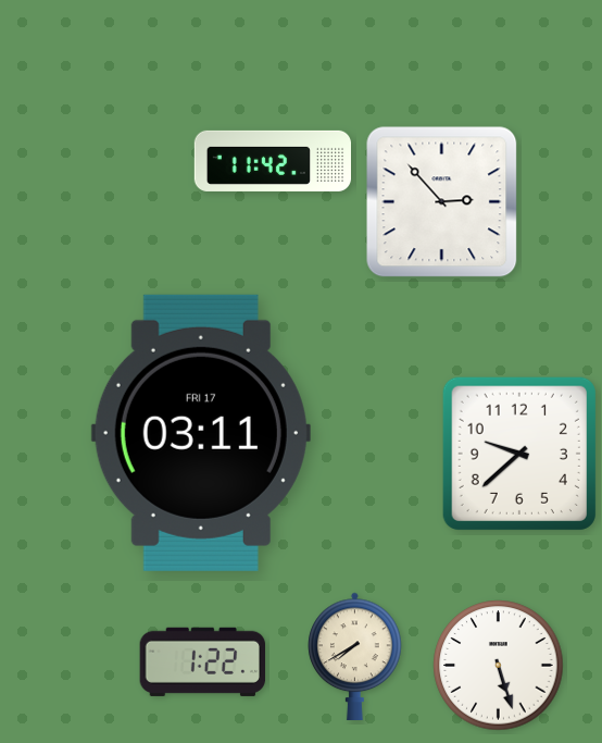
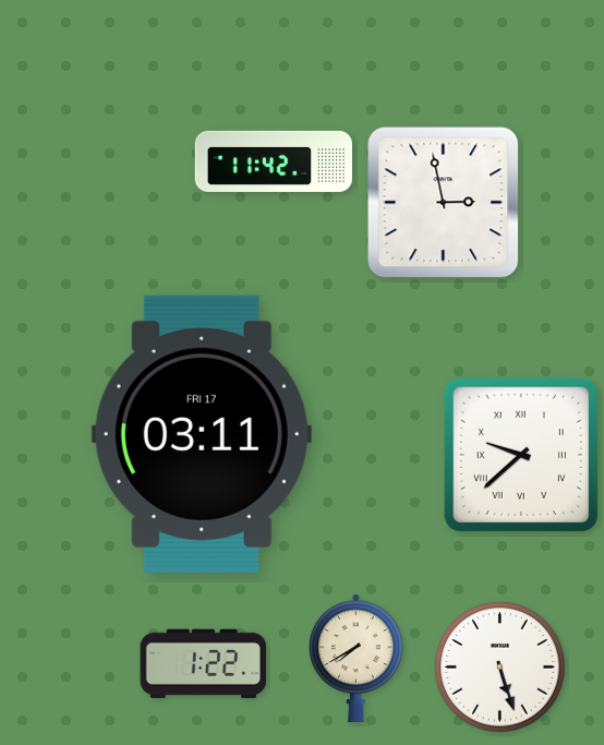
clock at (442, 202): 2:53 -> 2:58
clock at (519, 454) numerals: Arabic -> Roman
